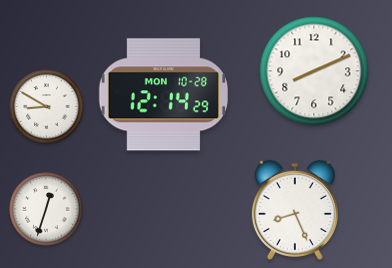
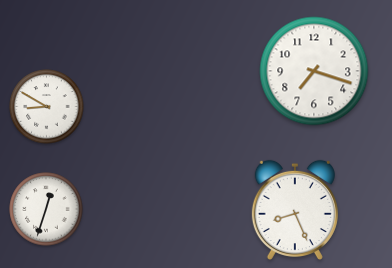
clock at (314, 71): 8:11 -> 7:18
clock at (164, 95): 12:14 -> none
